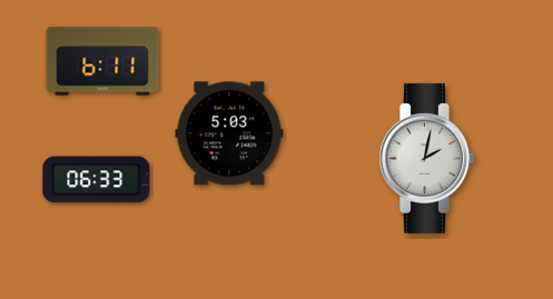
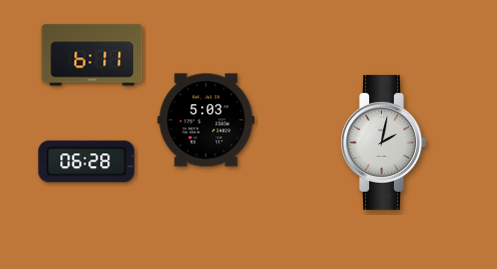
clock at (97, 180): 06:33 -> 06:28
